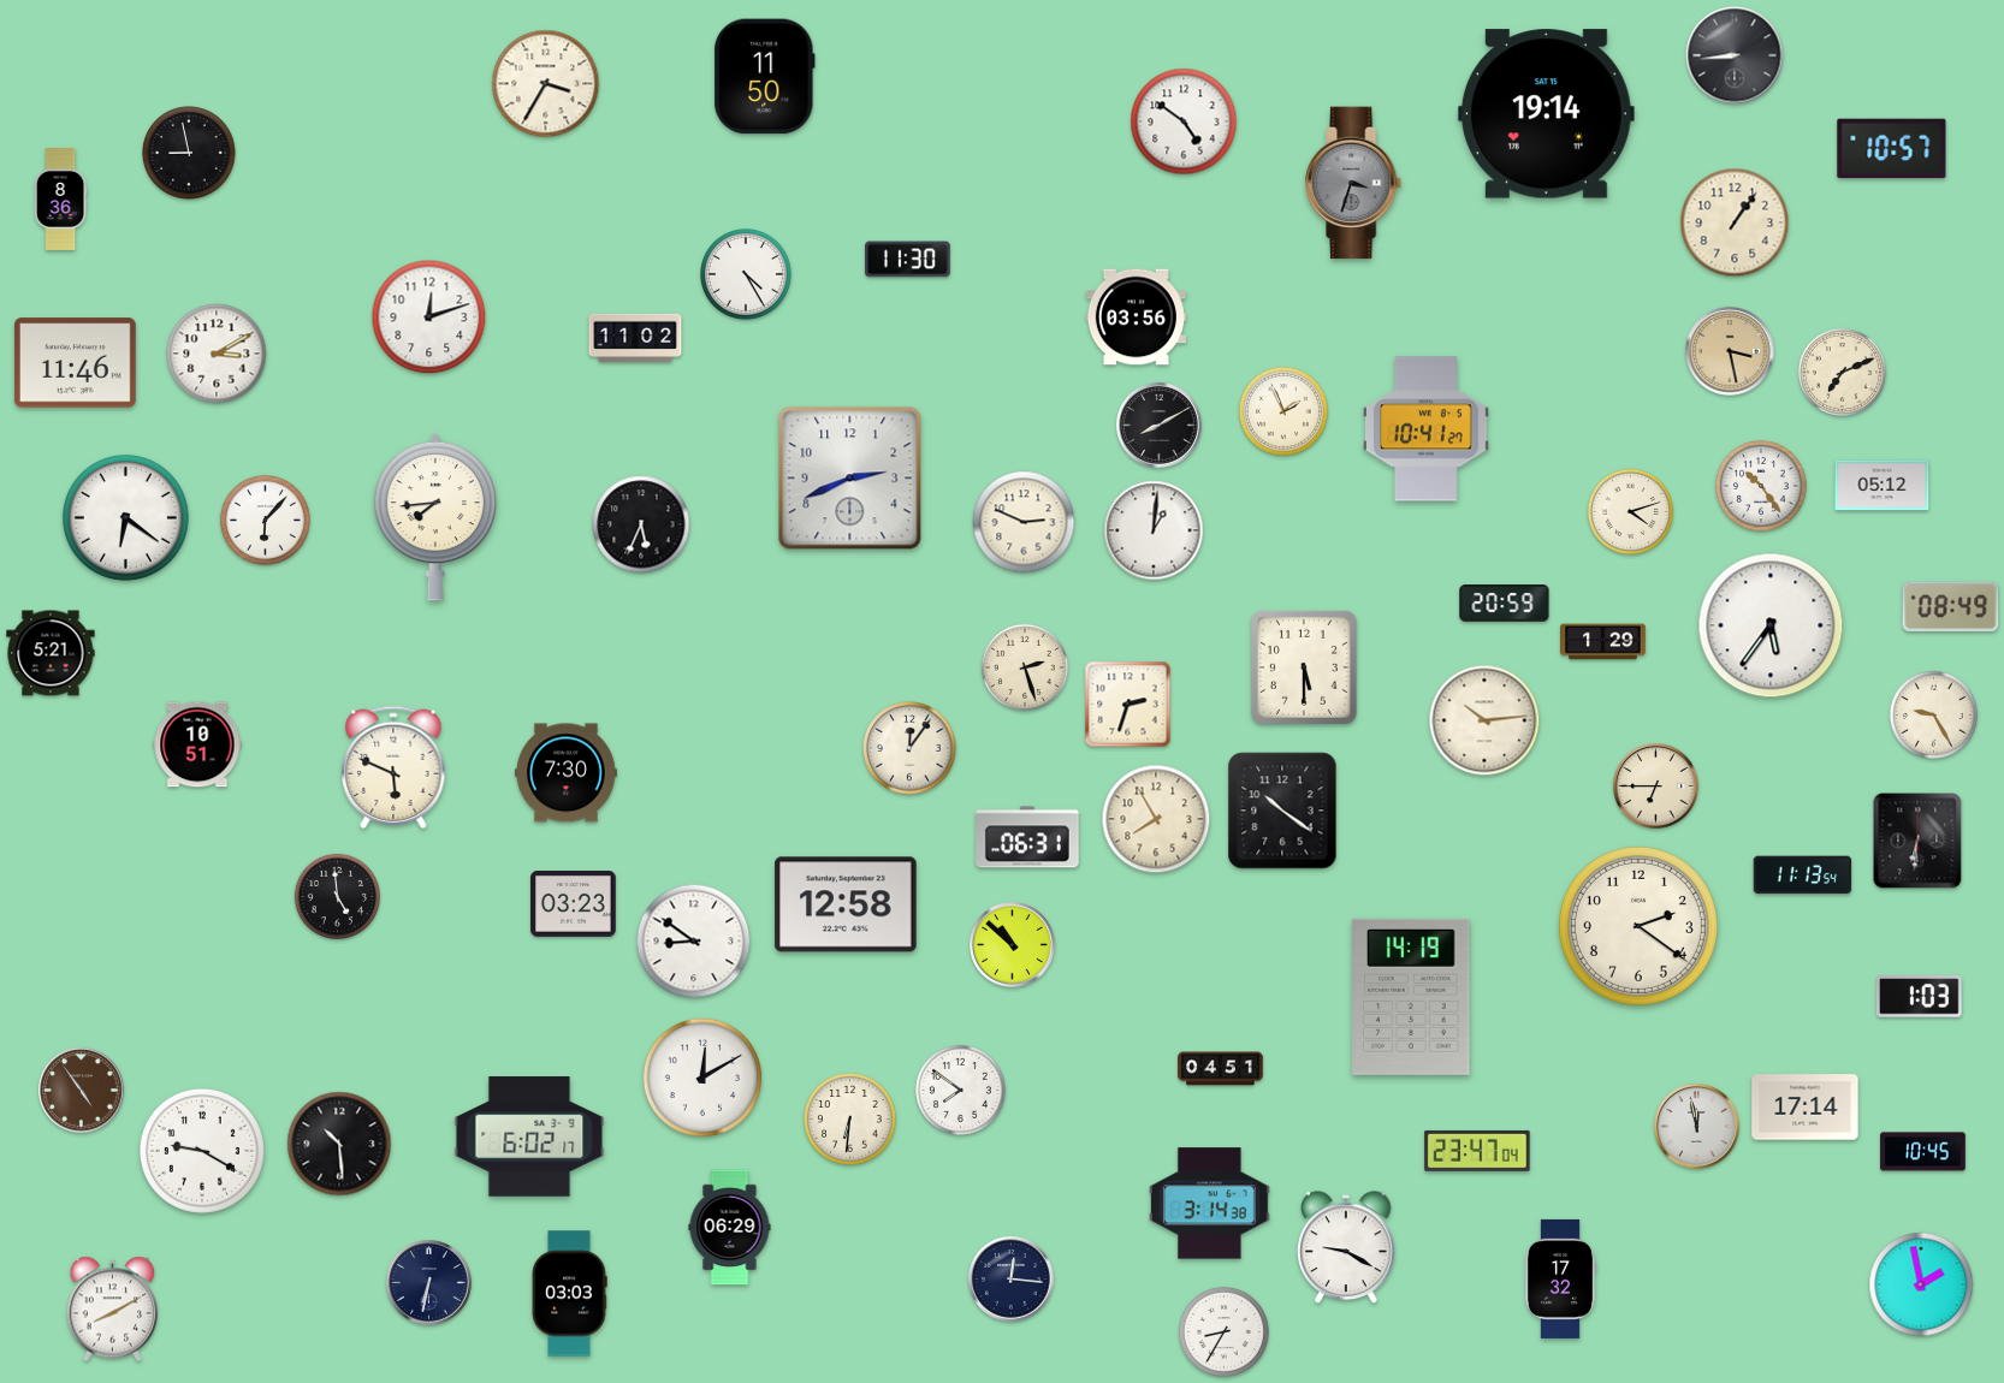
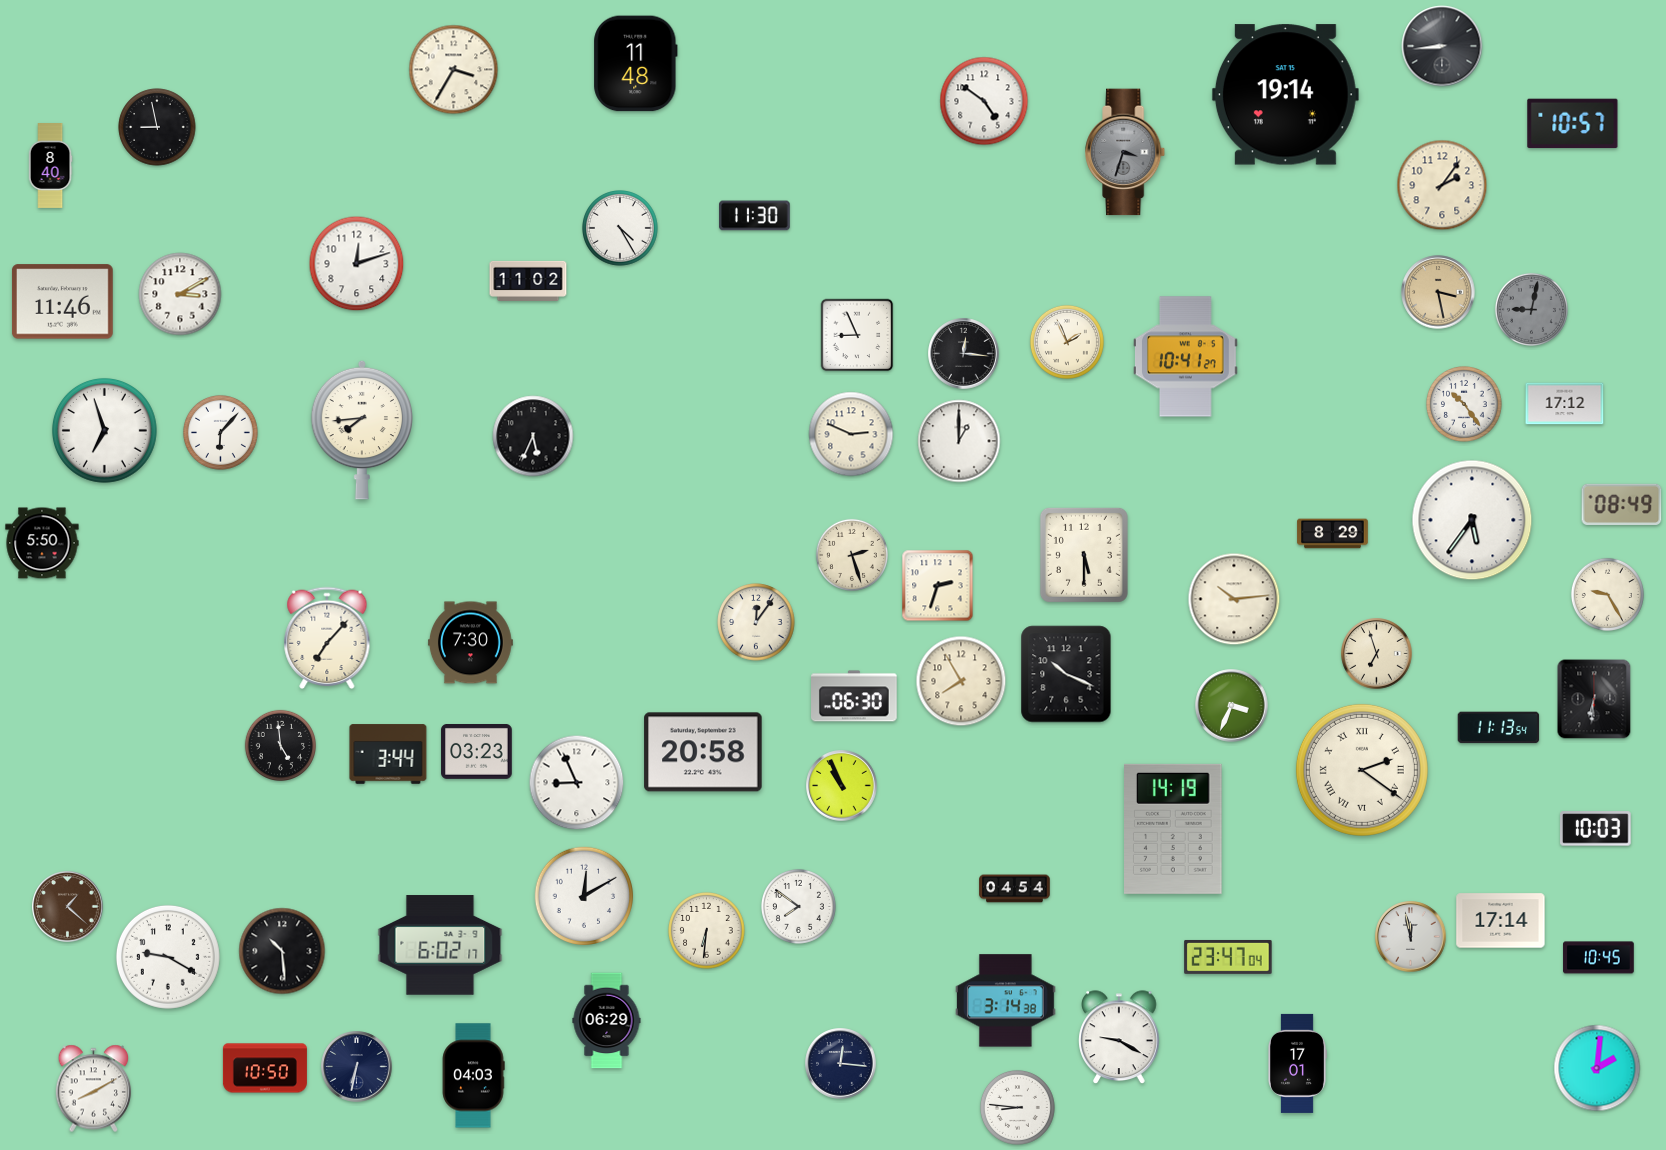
clock at (765, 77): 11:50 -> 11:48
clock at (60, 200): 8:36 -> 8:40
clock at (1735, 222): 1:06 -> 2:06
clock at (1136, 317): 03:56 -> none
clock at (1842, 372): 7:11 -> 9:02
clock at (1842, 372) dial: cream -> grey
clock at (857, 335): none -> 8:56
clock at (1160, 426): 8:10 -> 12:16
clock at (850, 479): 2:41 -> none
clock at (1883, 486): 05:12 -> 17:12
clock at (1630, 511): 4:12 -> none
clock at (125, 517): 6:21 -> 6:57
clock at (1154, 530): 1:01 -> 1:00
clock at (1505, 604): 20:59 -> none
clock at (1603, 642): 1:29 -> 8:29
clock at (51, 653): 5:21 -> 5:50
clock at (197, 744): 10:51 -> none
clock at (393, 767): 5:49 -> 7:07
clock at (1656, 787): 6:45 -> 6:57
clock at (1282, 811): 10:21 -> 10:19
clock at (1028, 837): 06:31 -> 06:30
clock at (1232, 706): none -> 3:34
clock at (846, 904): 12:58 -> 20:58
clock at (388, 754): none -> 3:44
clock at (1638, 926) numerals: Arabic -> Roman
clock at (694, 942): 8:51 -> 8:56
clock at (1013, 945): 10:52 -> 10:56
clock at (1920, 997): 1:03 -> 10:03
clock at (1221, 1069): 04:51 -> 04:54
clock at (82, 1091): 4:54 -> 1:22
clock at (1560, 1278): 17:32 -> 17:01
clock at (265, 1068): none -> 10:50
clock at (1921, 1284): 1:58 -> 2:01
clock at (569, 1294): 03:03 -> 04:03
clock at (1223, 1331): 8:35 -> 8:46
